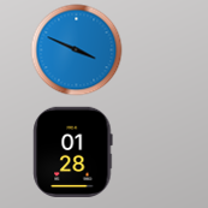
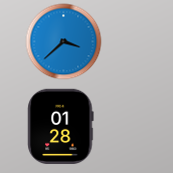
clock at (77, 50): 3:49 -> 3:38
